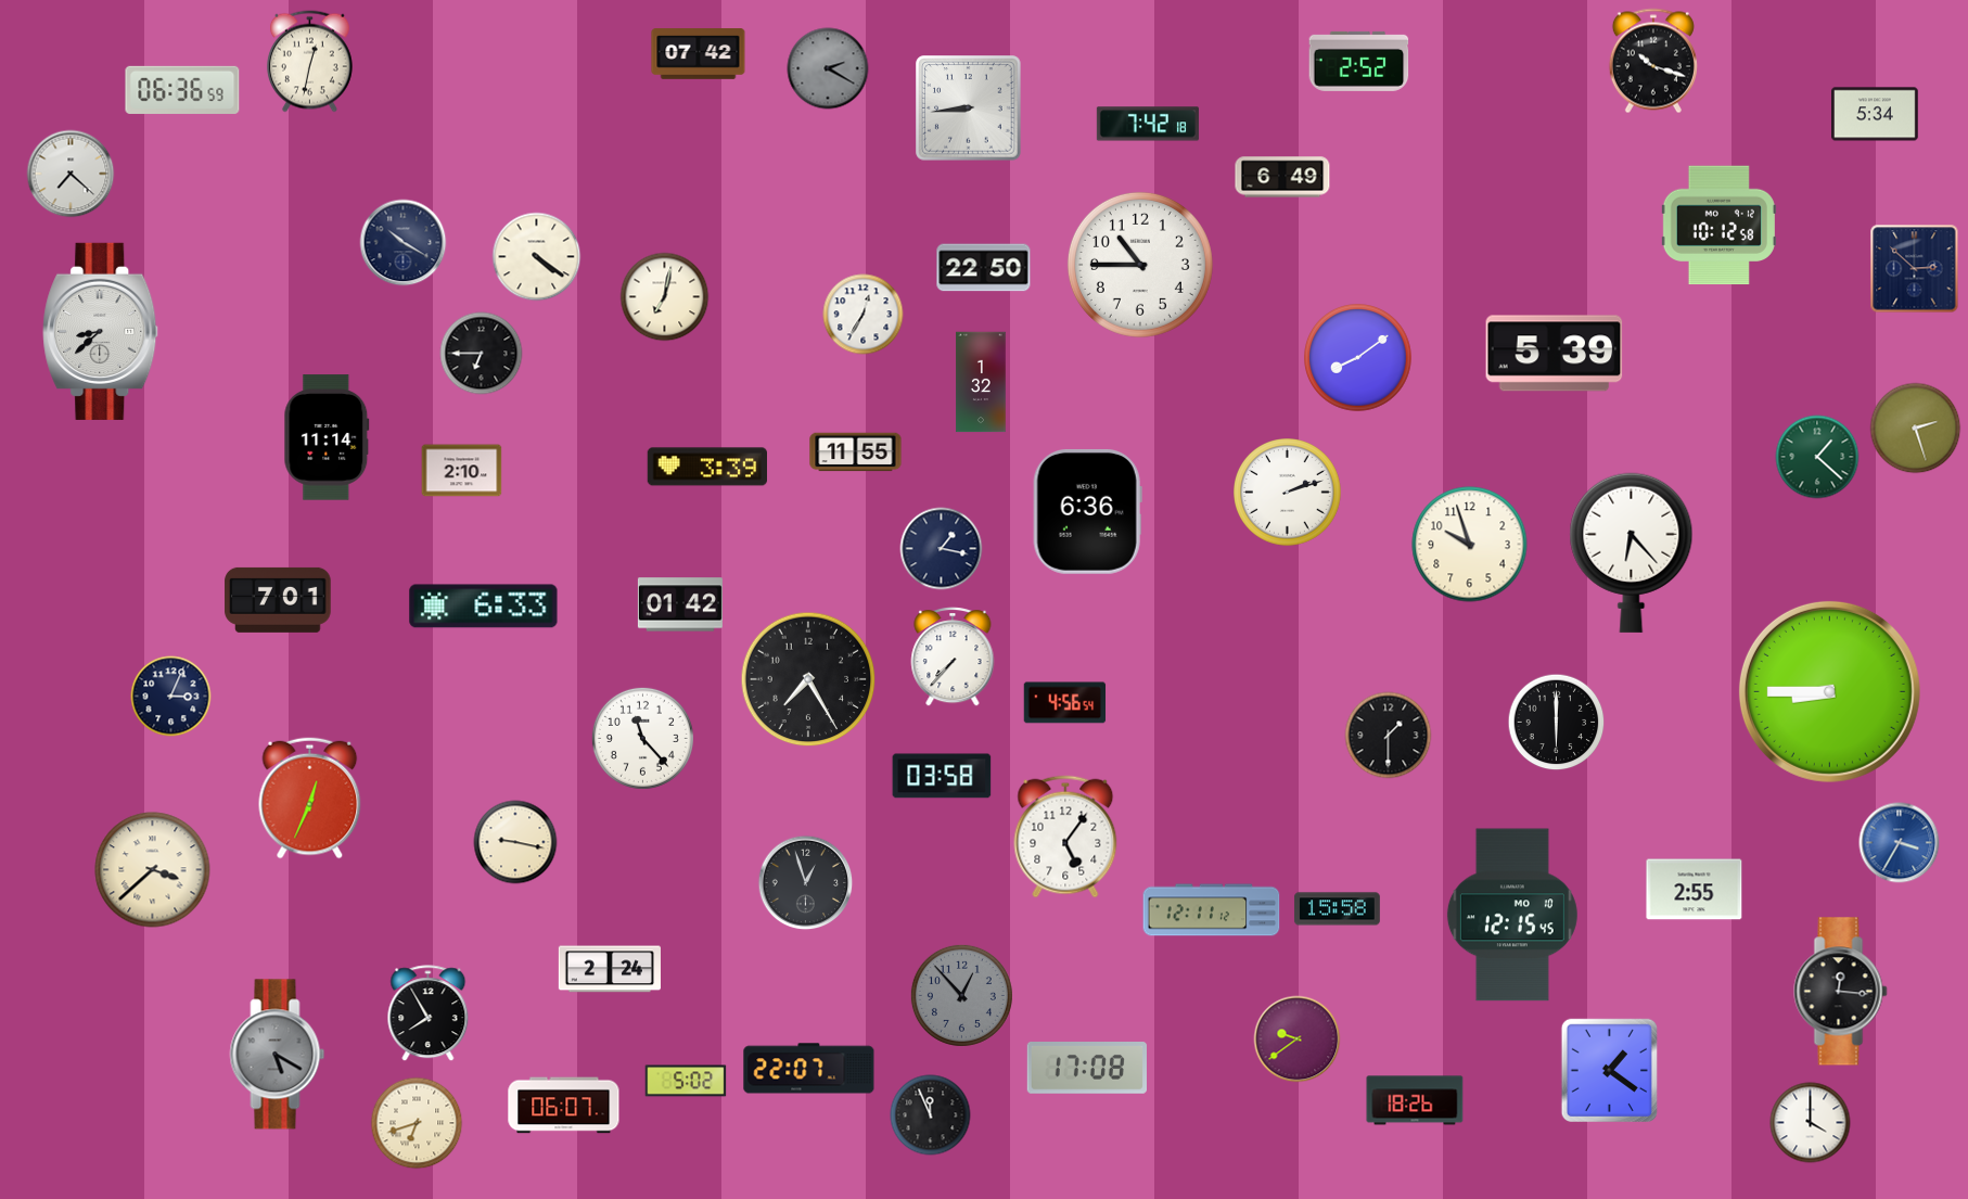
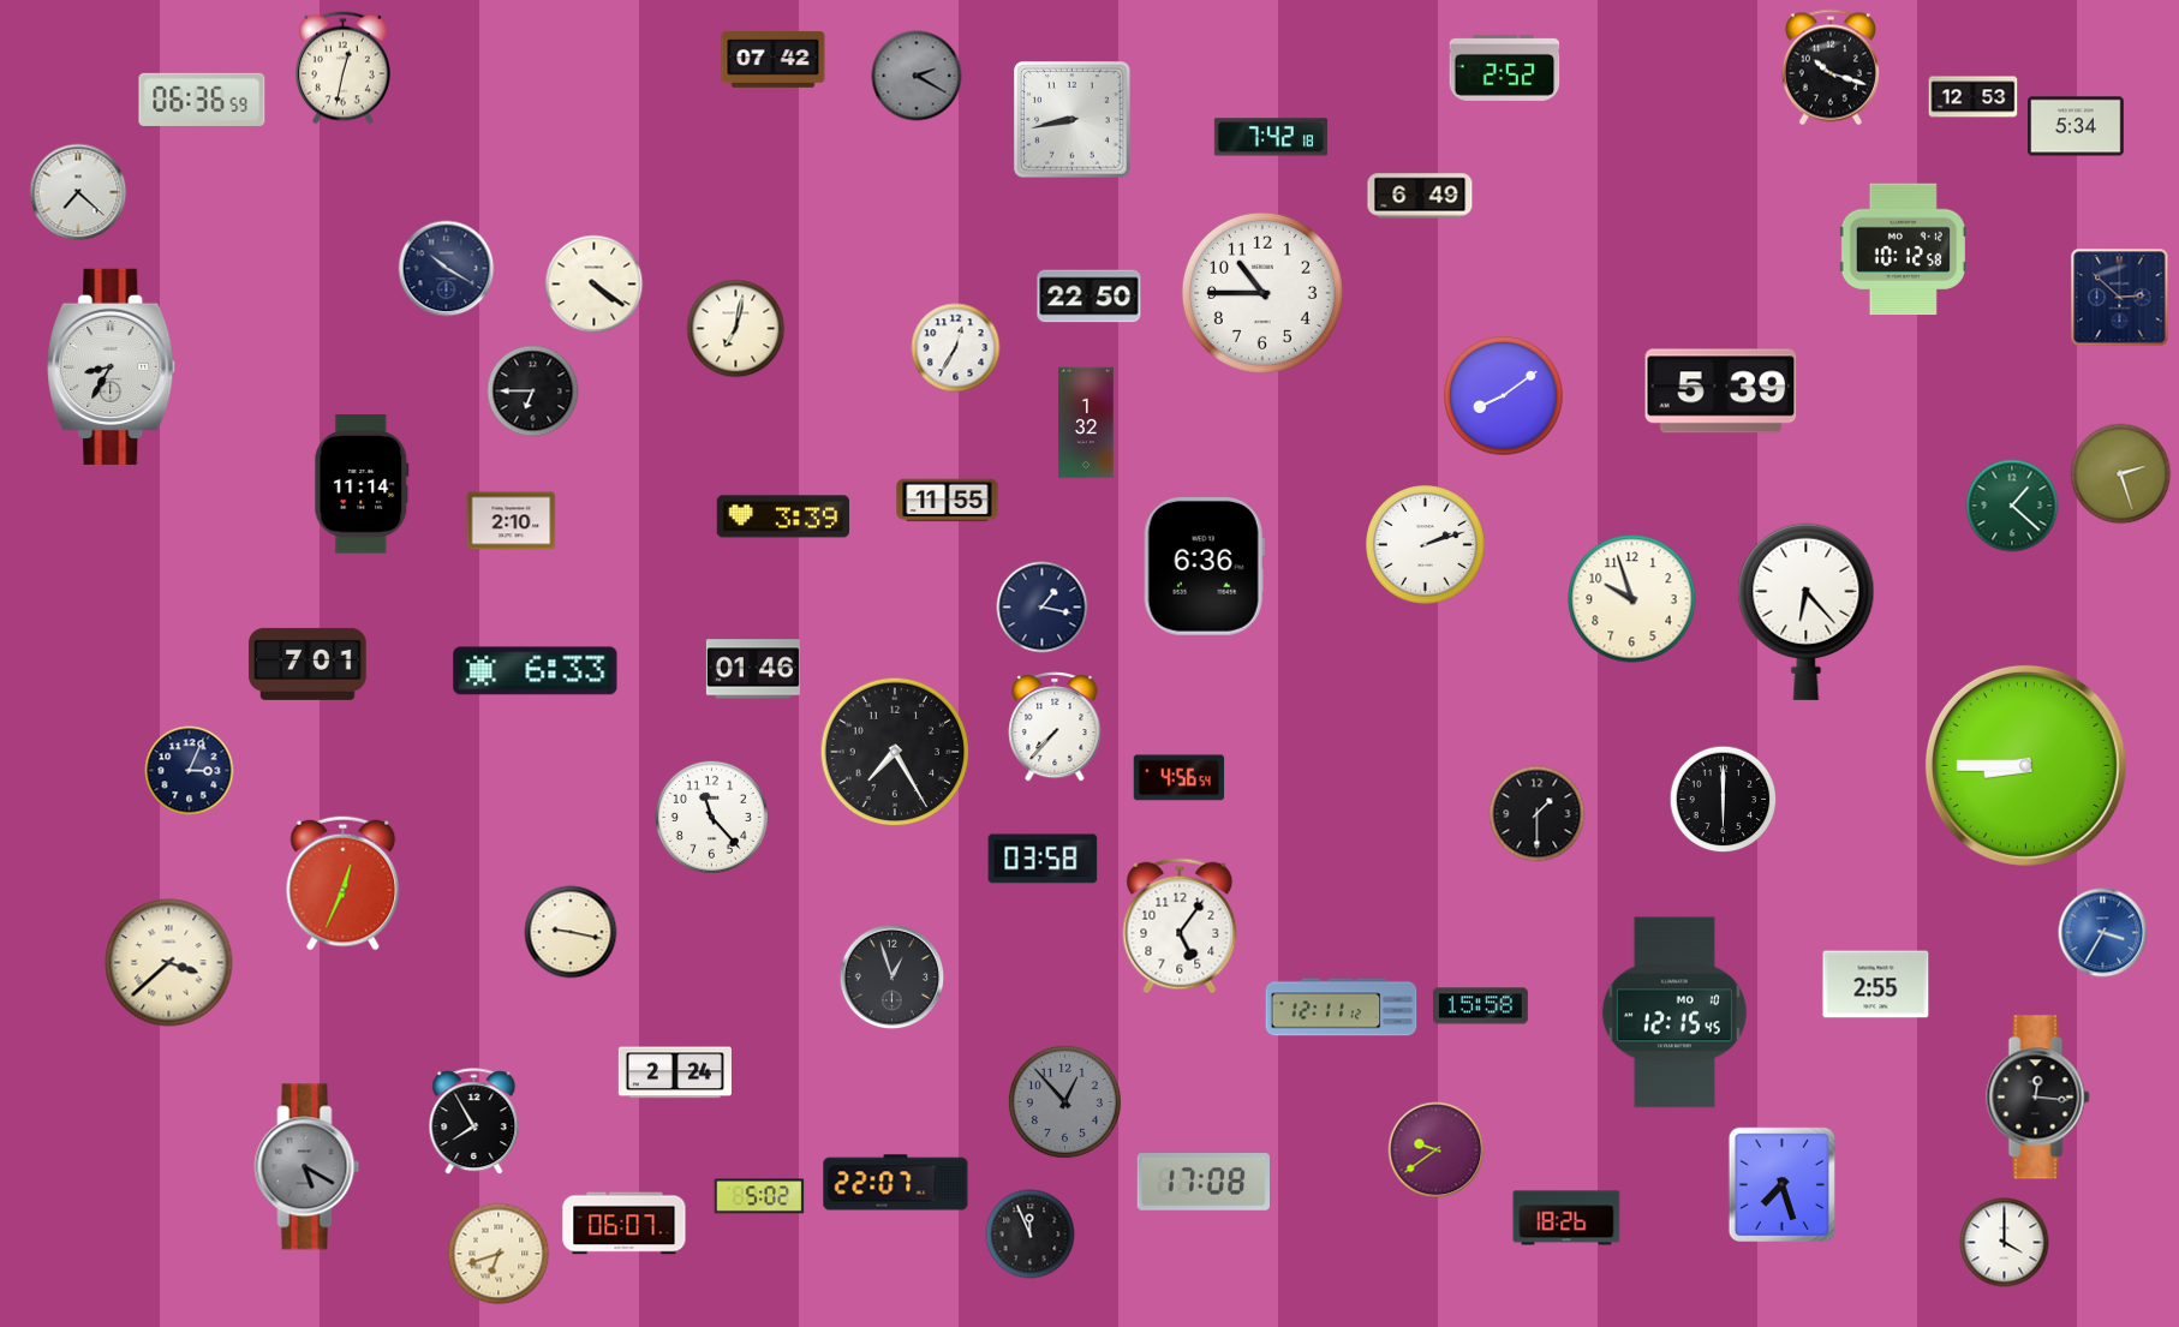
clock at (1974, 97): none -> 12:53
clock at (969, 109): 8:44 -> 8:43
clock at (101, 331): 8:38 -> 8:35
clock at (1470, 545) position: (1470, 545) -> (1632, 599)
clock at (680, 604): 01:42 -> 01:46
clock at (1609, 1070): 1:21 -> 7:27
clock at (417, 1123) position: (417, 1123) -> (499, 1254)
